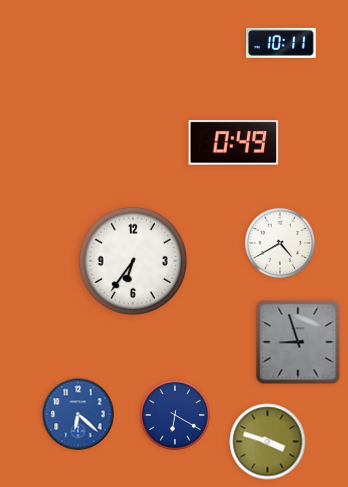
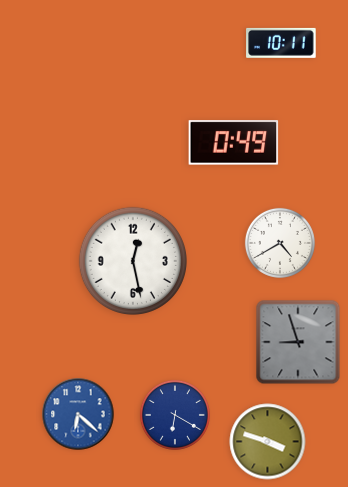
clock at (132, 260): 6:36 -> 12:28
